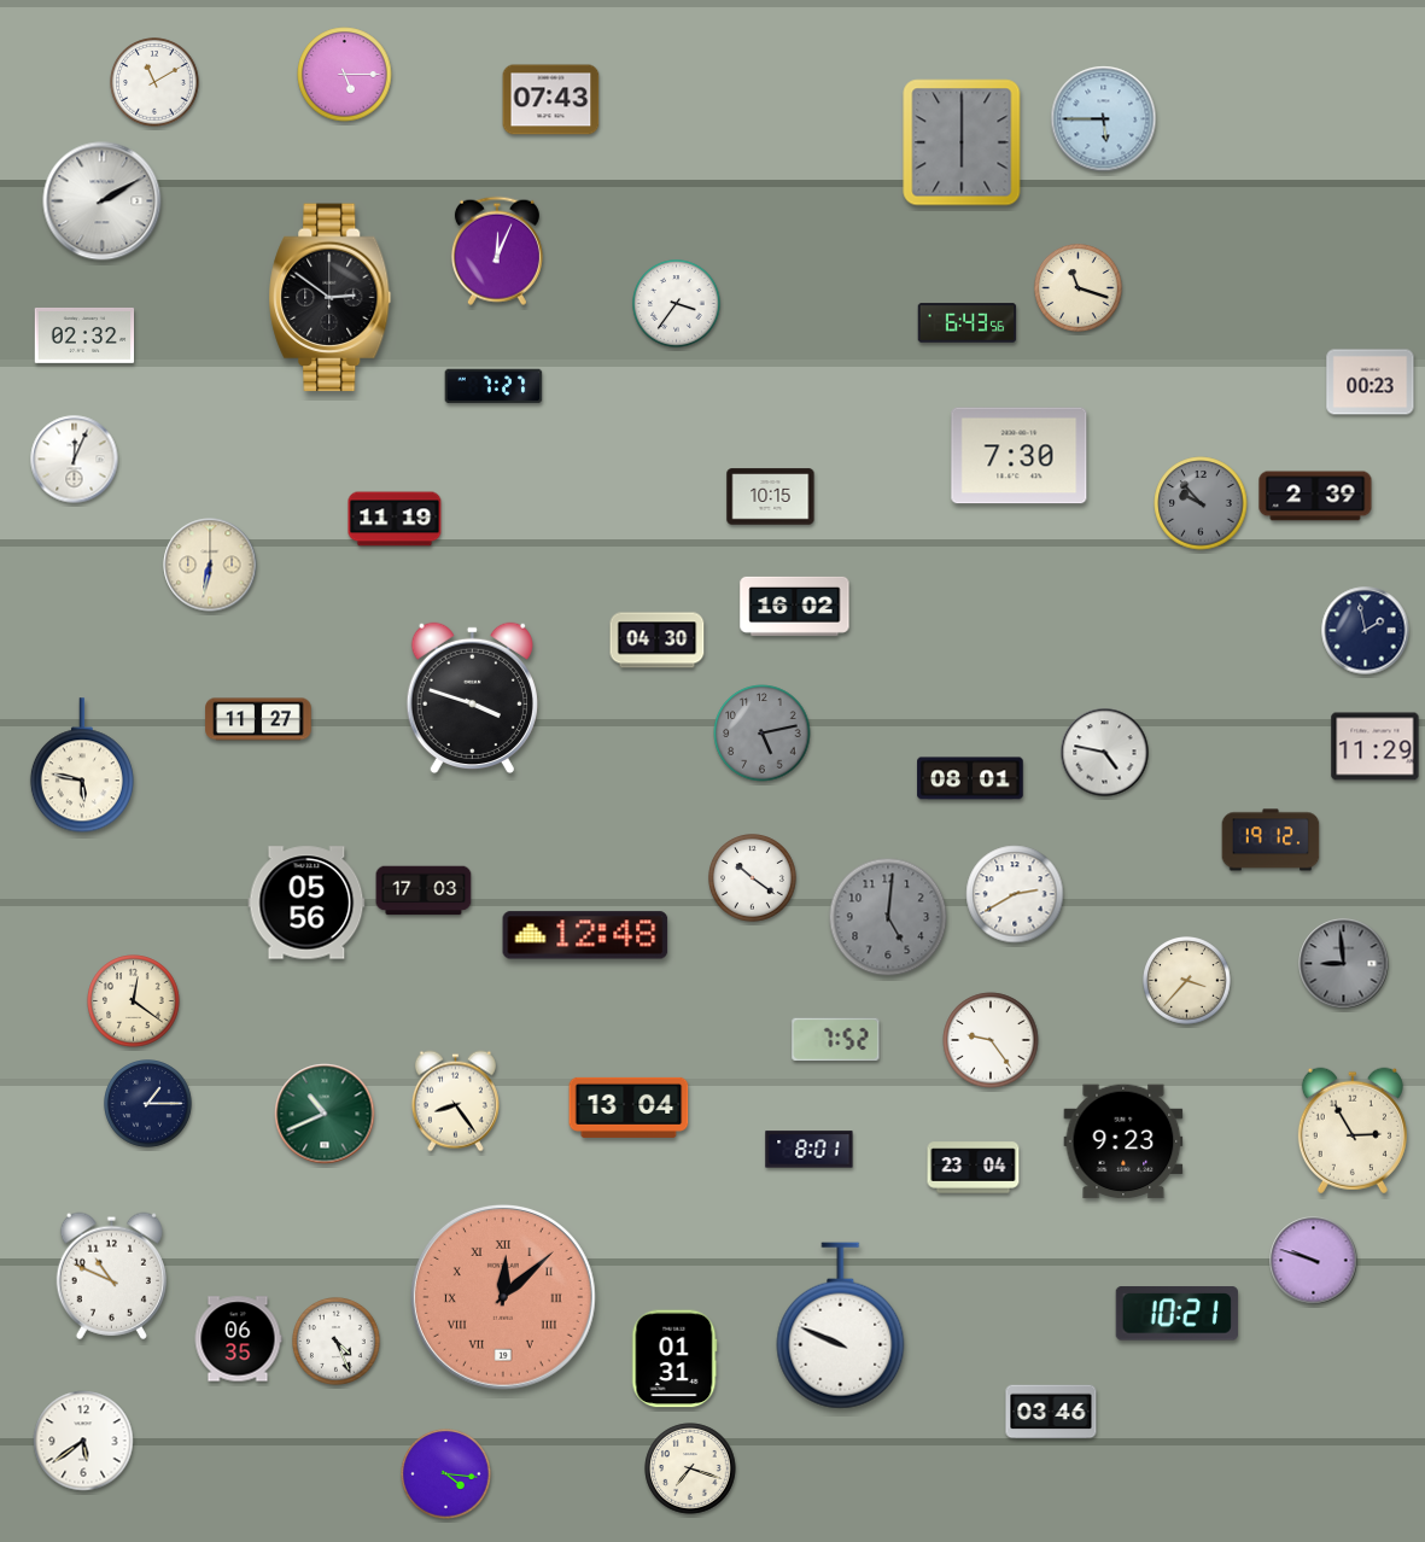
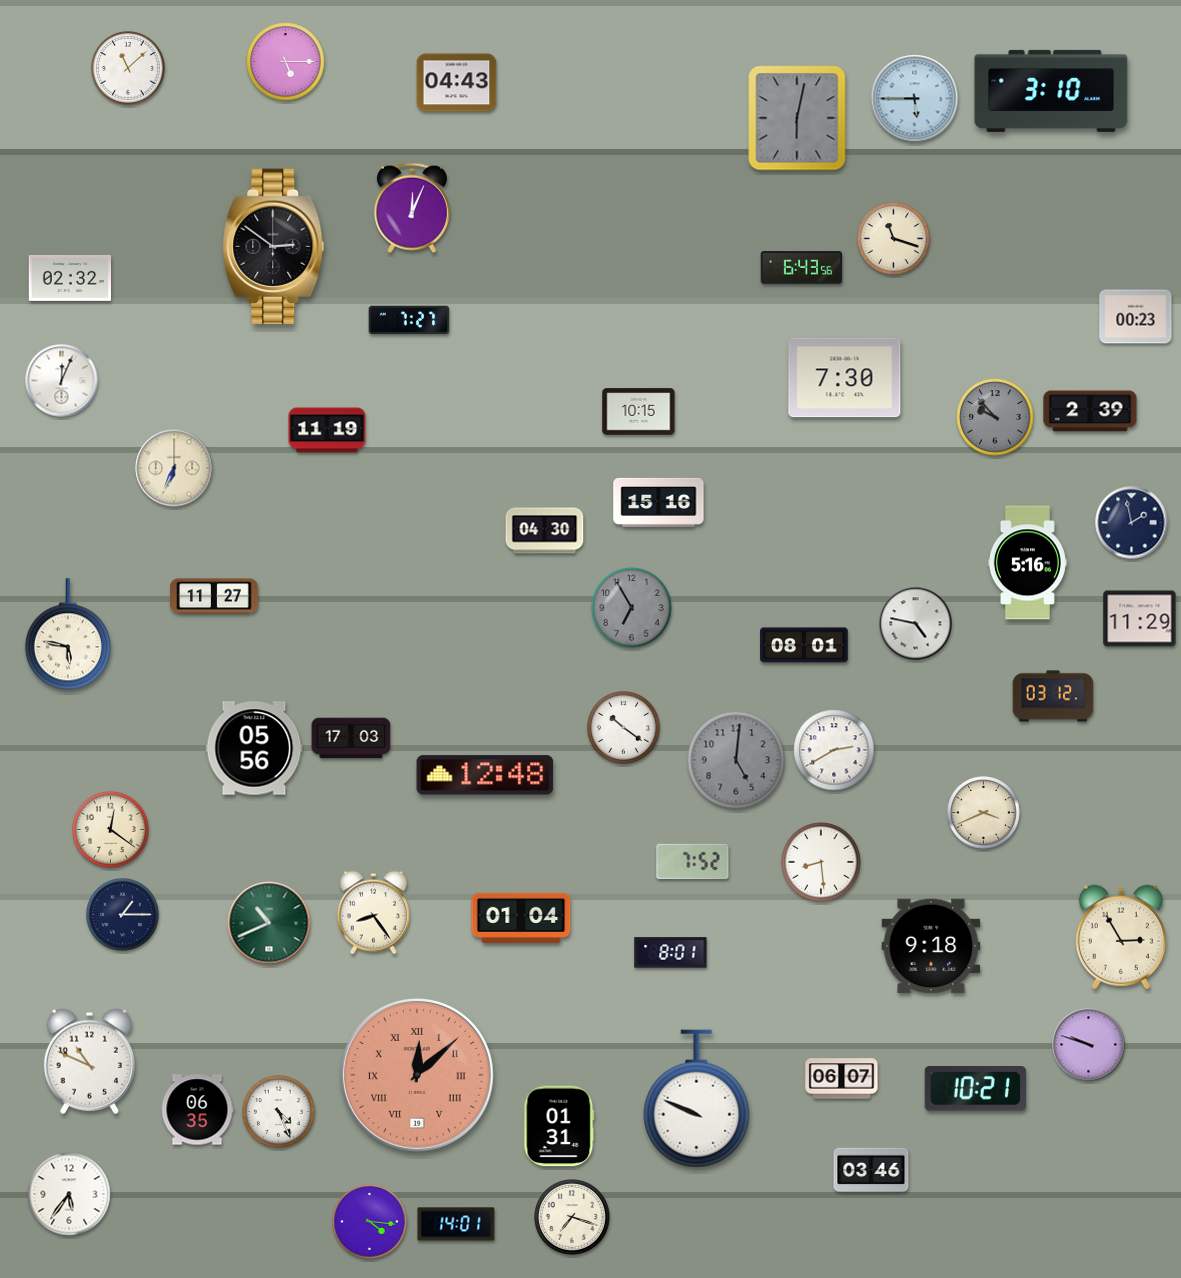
clock at (154, 82): 11:10 -> 11:08
clock at (551, 100): 07:43 -> 04:43
clock at (1051, 91): none -> 3:10
clock at (962, 142): 6:00 -> 6:02
clock at (103, 201): 2:10 -> none
clock at (677, 304): 3:36 -> none
clock at (210, 565): 6:32 -> 6:34
clock at (795, 606): 16:02 -> 15:16
clock at (1027, 563): none -> 5:16
clock at (472, 699): 3:48 -> none
clock at (763, 734): 5:13 -> 6:55
clock at (1271, 840): 19:12 -> 03:12
clock at (1015, 894) position: (1015, 894) -> (834, 750)
clock at (1344, 964): 8:59 -> none
clock at (1187, 981): 3:37 -> 3:41
clock at (991, 1040): 9:24 -> 8:29
clock at (455, 1102) position: (455, 1102) -> (373, 913)
clock at (629, 1108): 13:04 -> 01:04
clock at (1123, 1141): 9:23 -> 9:18
clock at (974, 1168): 23:04 -> none
clock at (111, 1275) position: (111, 1275) -> (89, 1061)
clock at (842, 1079): none -> 06:07
clock at (83, 1441): 5:39 -> 5:36
clock at (456, 1224): none -> 14:01
